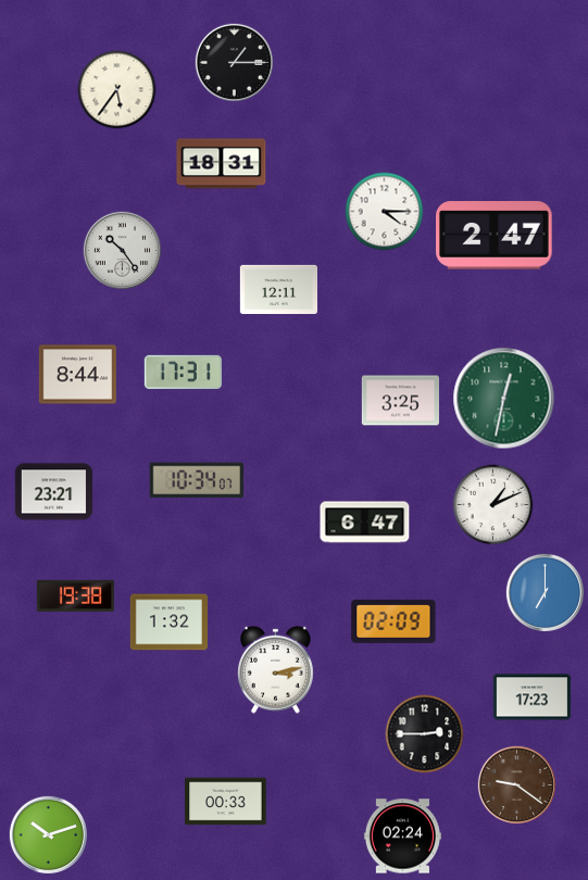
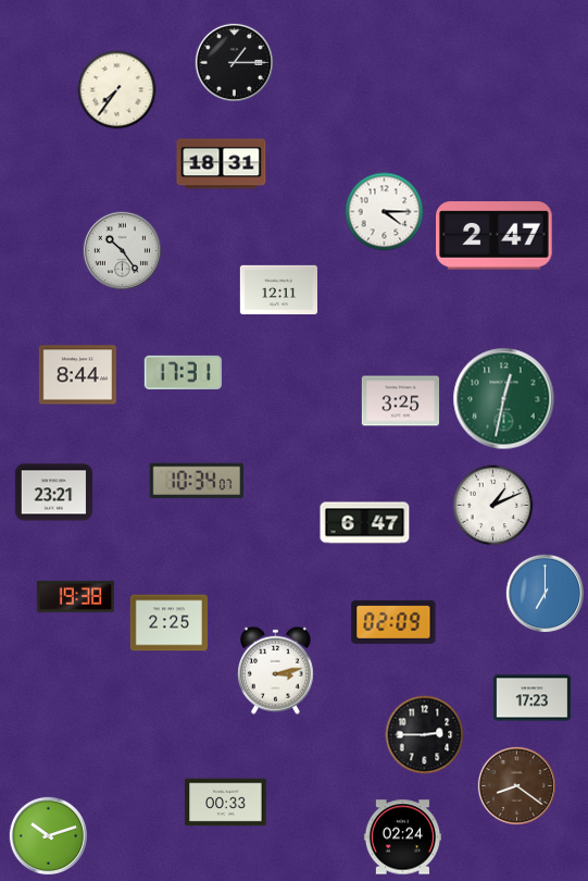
clock at (117, 90): 5:36 -> 7:36
clock at (168, 623): 1:32 -> 2:25
clock at (516, 784): 9:21 -> 8:21
